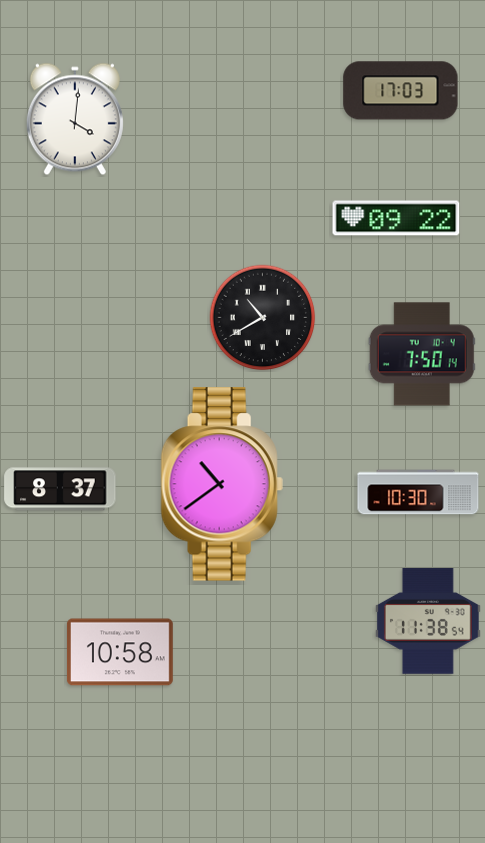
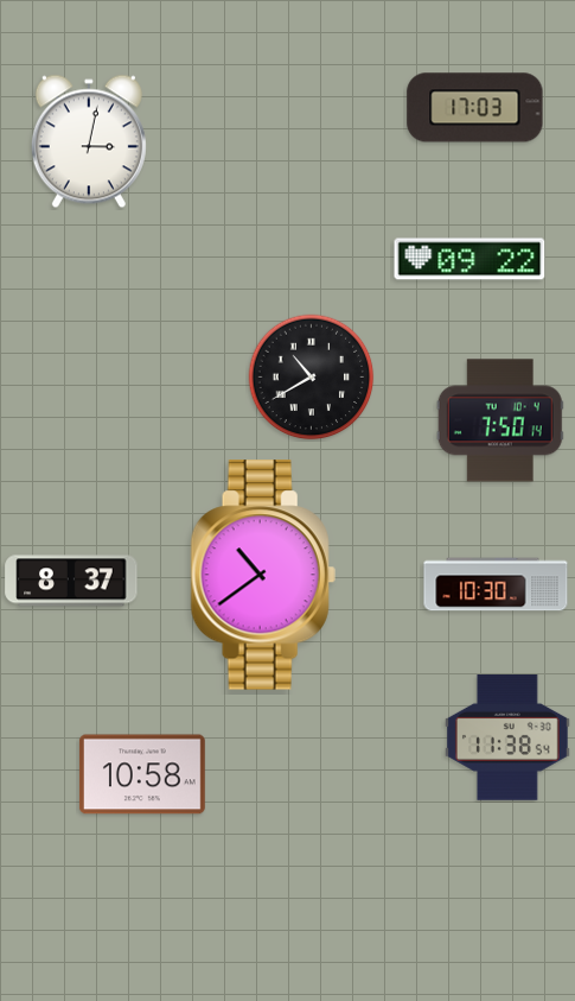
clock at (75, 119): 4:01 -> 3:02
